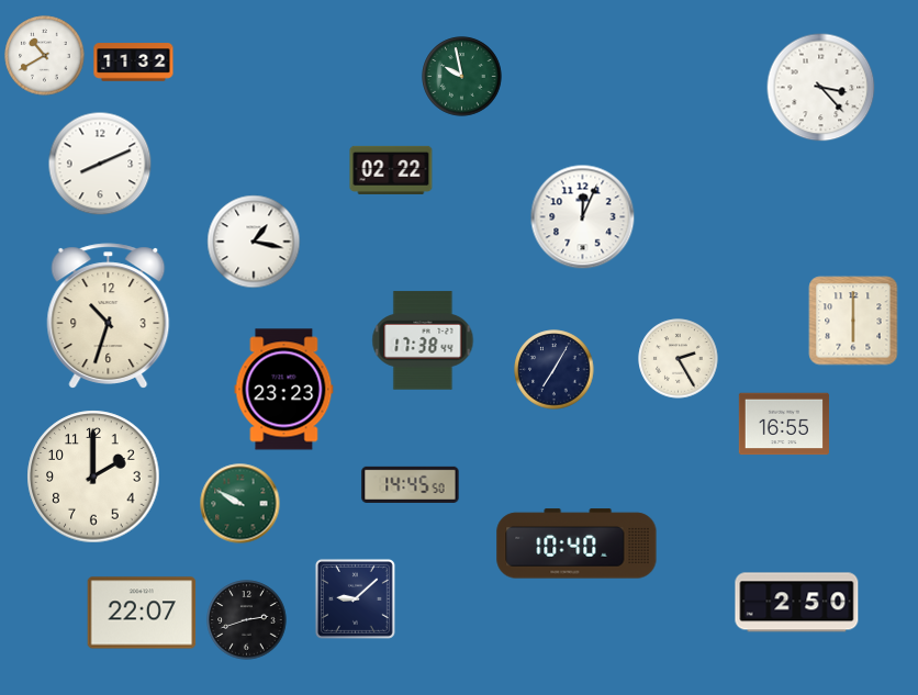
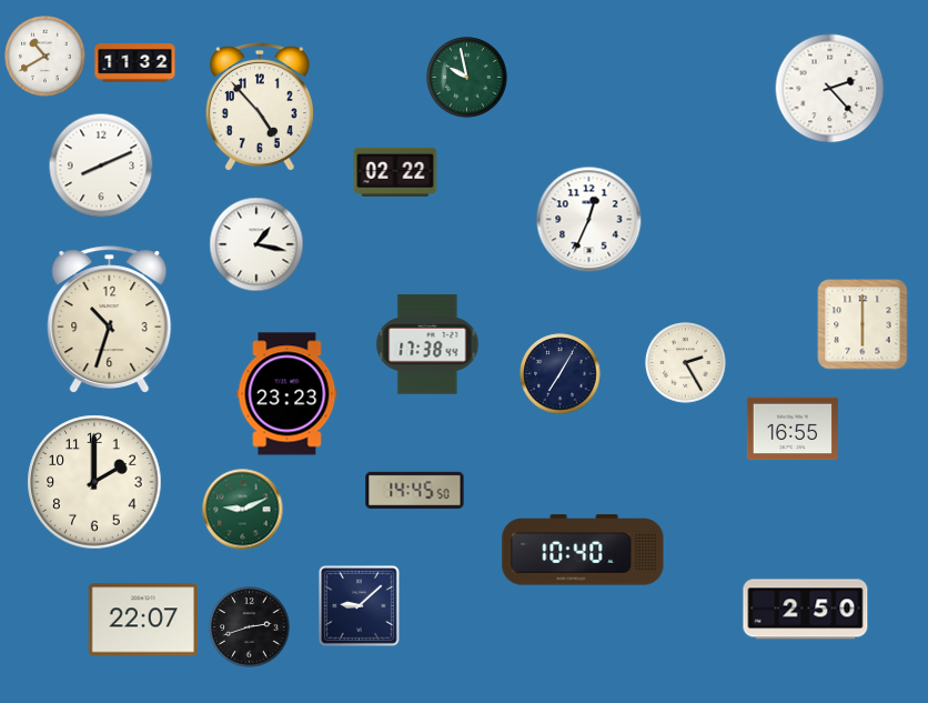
clock at (821, 88): 3:23 -> 2:23
clock at (260, 107): none -> 4:53
clock at (583, 217): 12:04 -> 12:34
clock at (240, 504): 9:50 -> 9:11
